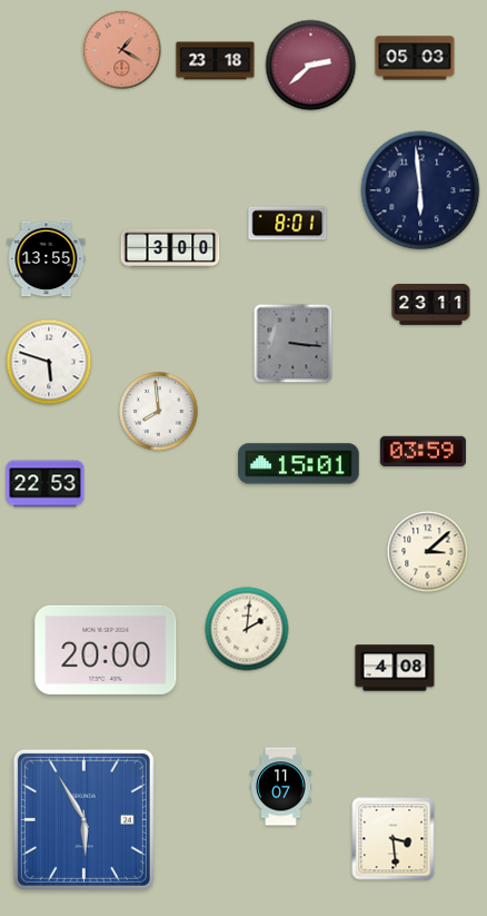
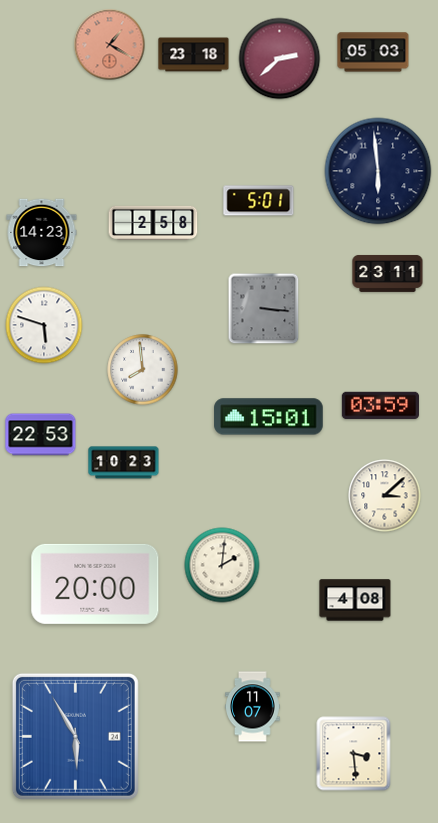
clock at (288, 224): 8:01 -> 5:01
clock at (170, 248): 3:00 -> 2:58
clock at (47, 259): 13:55 -> 14:23
clock at (124, 463): none -> 10:23
